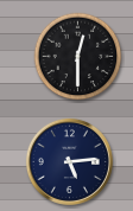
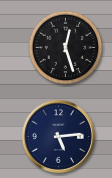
clock at (78, 57): 12:30 -> 12:27
